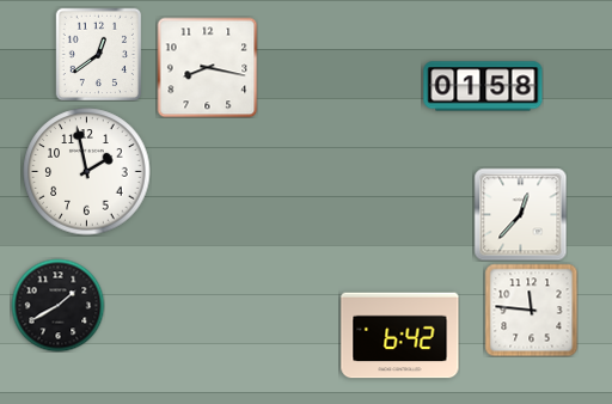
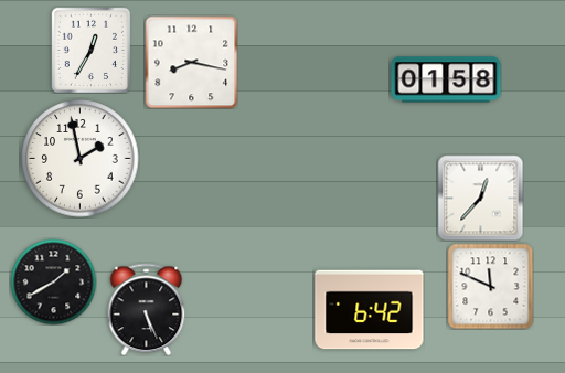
clock at (99, 54): 12:39 -> 12:35
clock at (531, 310): 11:46 -> 11:49
clock at (147, 309): none -> 5:26
